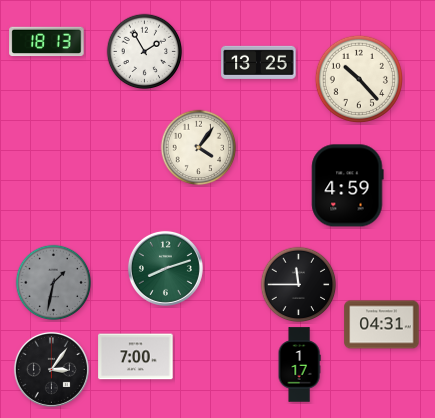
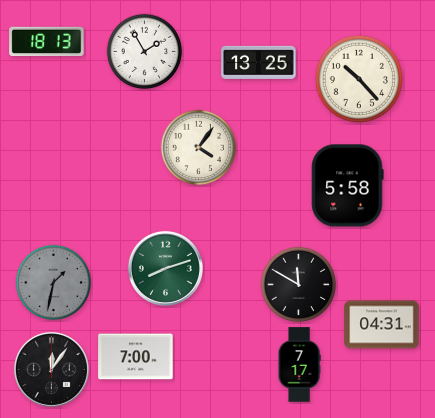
clock at (348, 186): 4:59 -> 5:58
clock at (299, 285): 11:45 -> 11:50
clock at (299, 365): 1:17 -> 7:17
clock at (51, 369): 3:06 -> 12:06
